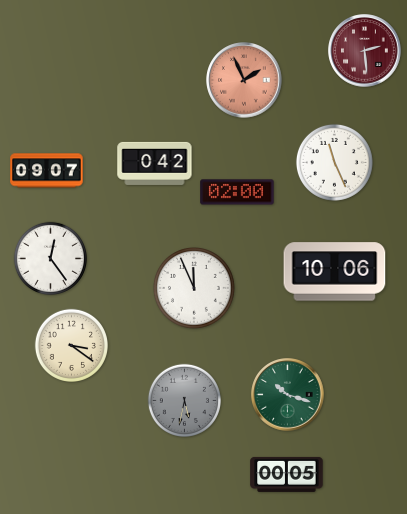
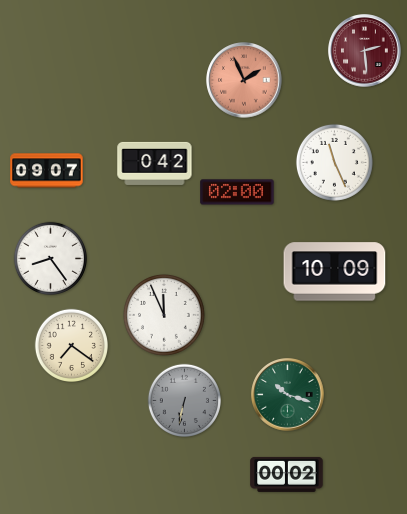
clock at (50, 258): 12:24 -> 8:24
clock at (335, 272): 10:06 -> 10:09
clock at (195, 289) position: (195, 289) -> (165, 316)
clock at (71, 345): 3:21 -> 7:21
clock at (184, 400): 5:32 -> 6:32
clock at (287, 474): 00:05 -> 00:02
